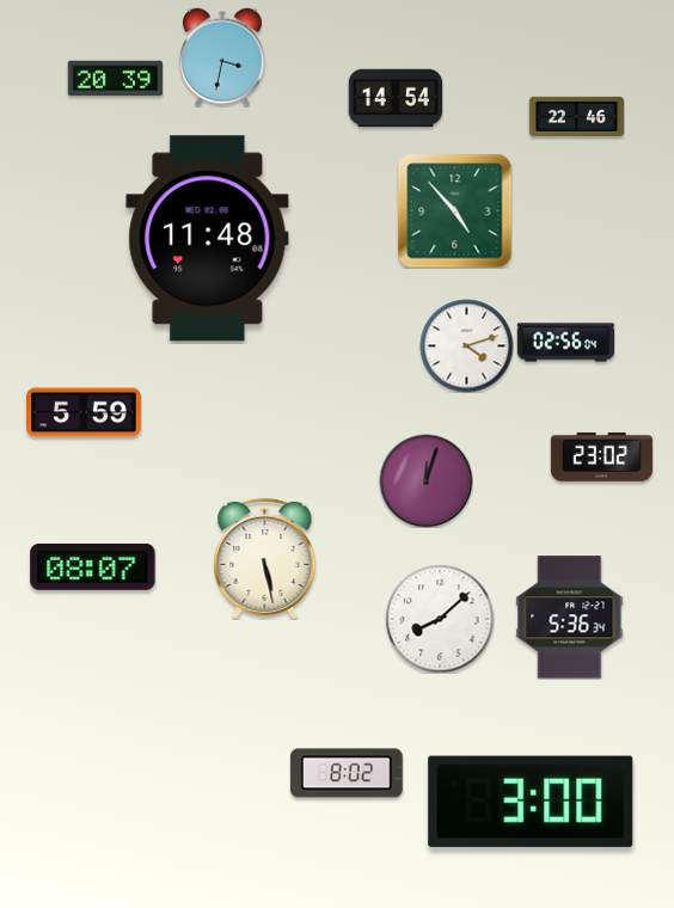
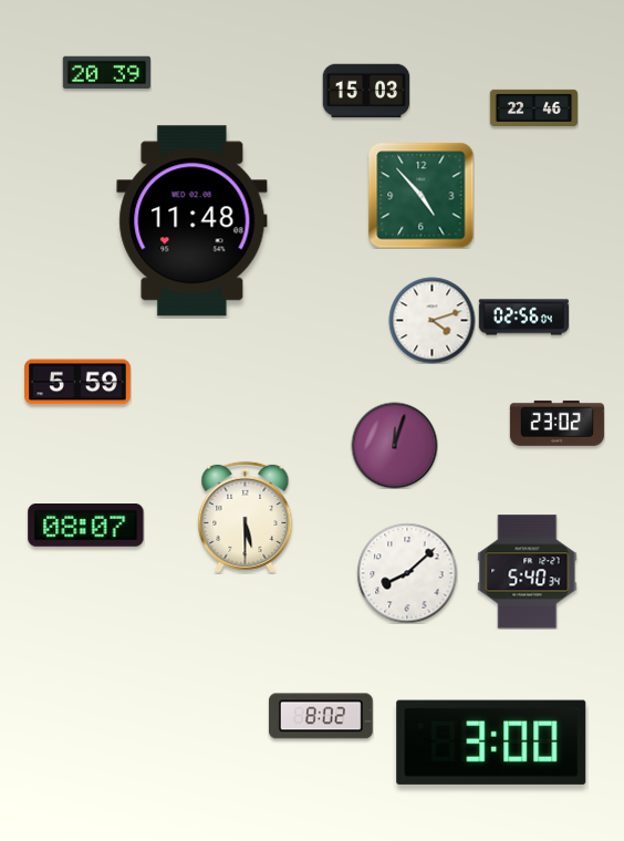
clock at (222, 57): 3:32 -> none
clock at (396, 98): 14:54 -> 15:03
clock at (265, 558): 5:28 -> 5:30
clock at (570, 618): 5:36 -> 5:40
